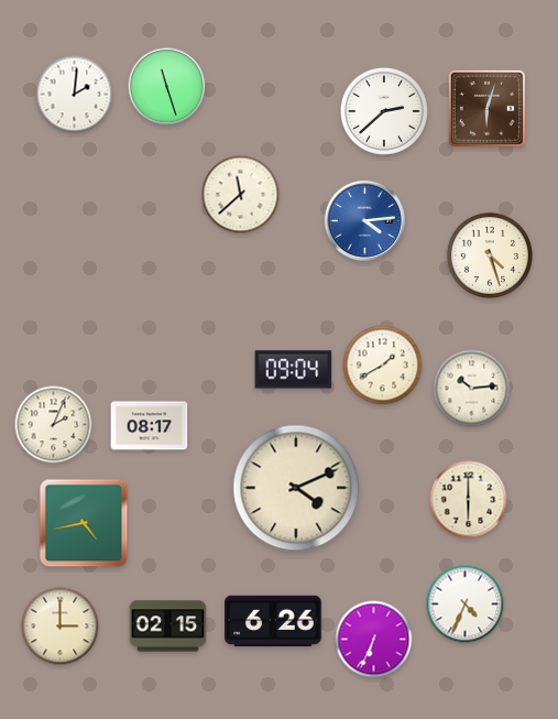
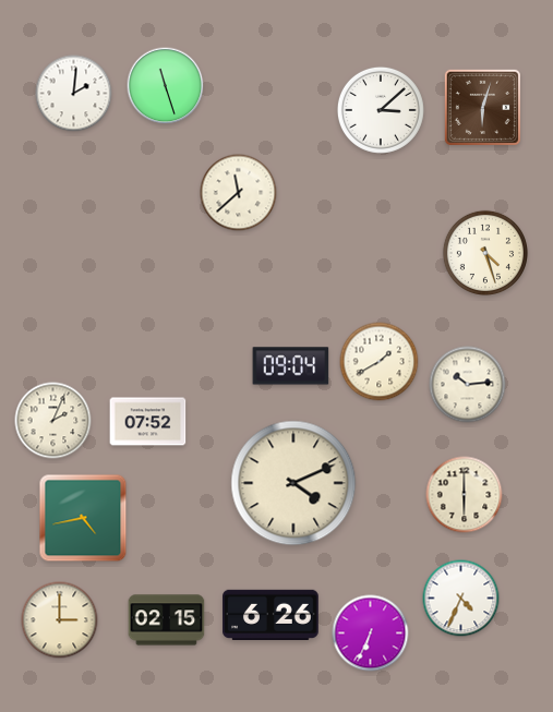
clock at (384, 111): 2:38 -> 3:08
clock at (364, 220): 4:14 -> none
clock at (150, 426): 08:17 -> 07:52
